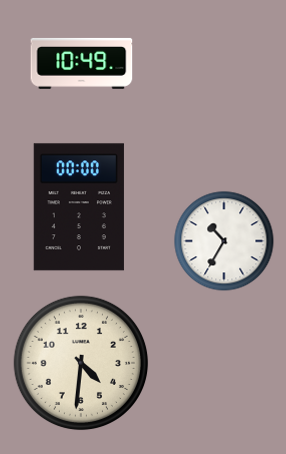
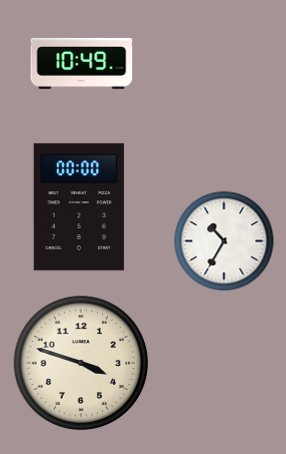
clock at (81, 363): 4:31 -> 3:48
